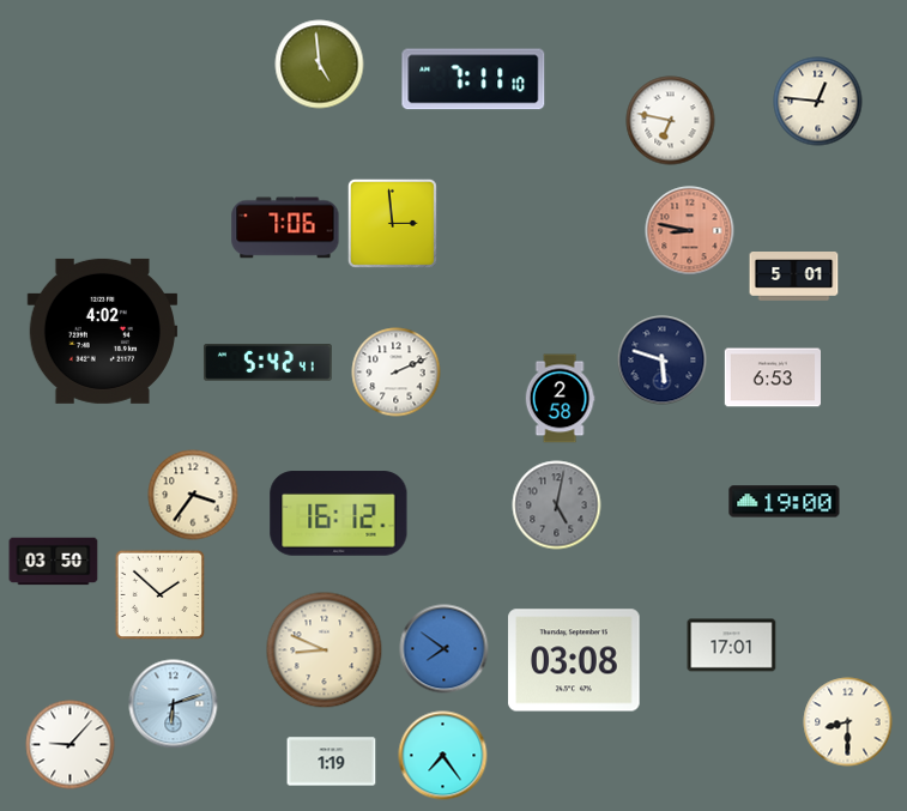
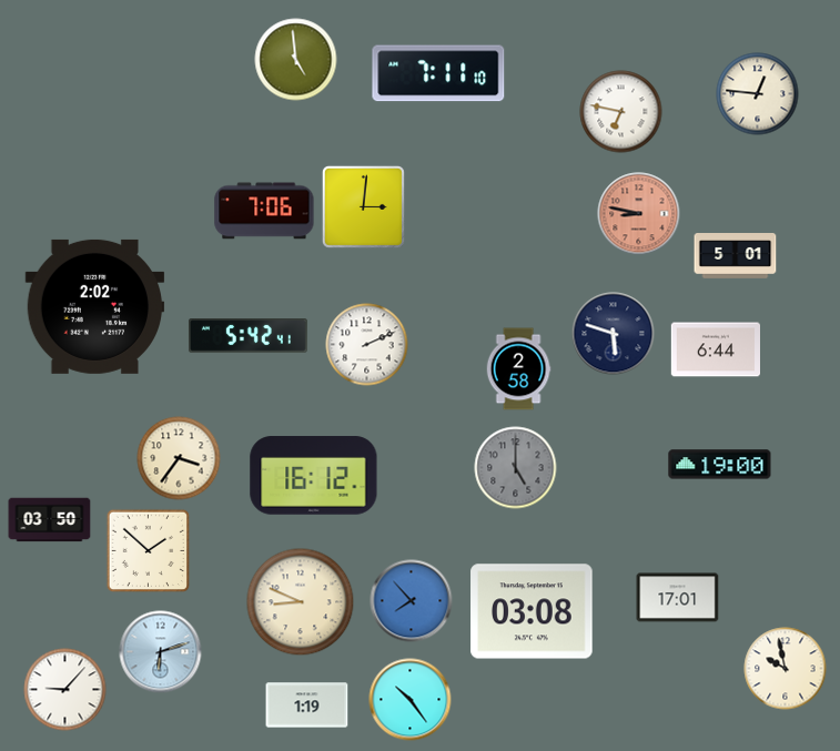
clock at (392, 223): 2:59 -> 3:01
clock at (103, 331): 4:02 -> 2:02
clock at (772, 377): 6:53 -> 6:44
clock at (785, 502) position: (785, 502) -> (720, 465)
clock at (557, 506): 5:02 -> 5:00
clock at (445, 649): 7:51 -> 7:53
clock at (848, 722): 8:30 -> 9:58
clock at (443, 756): 7:24 -> 10:24
